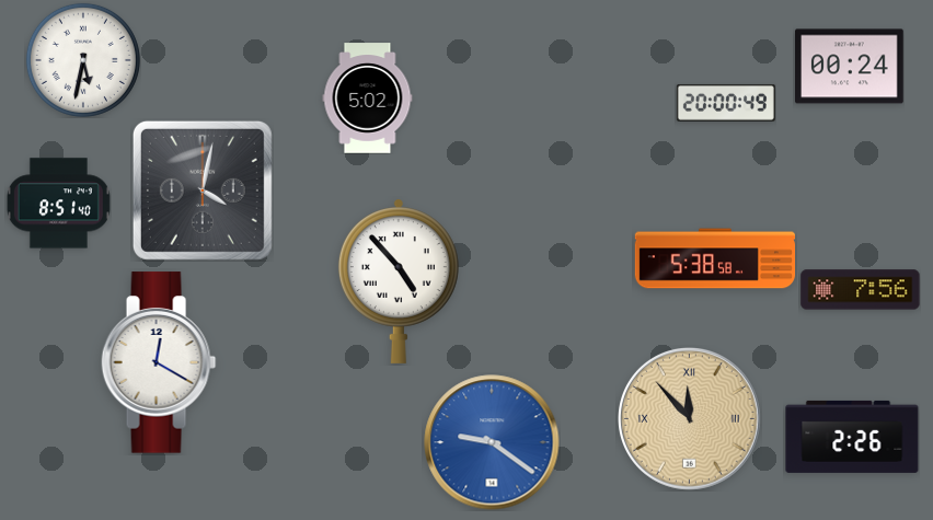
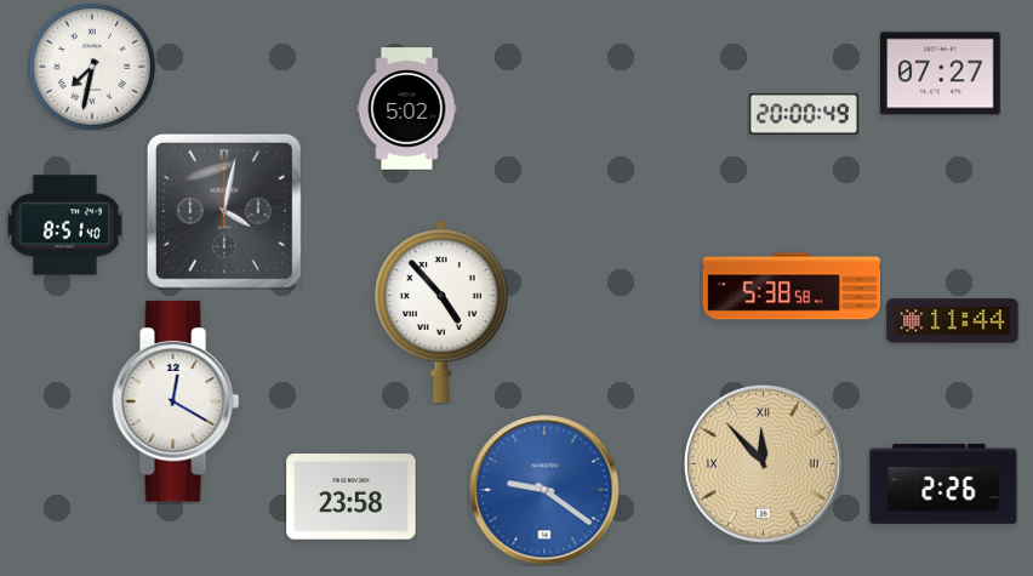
clock at (83, 60): 5:32 -> 7:32
clock at (850, 67): 00:24 -> 07:27
clock at (861, 290): 7:56 -> 11:44
clock at (352, 497): none -> 23:58
